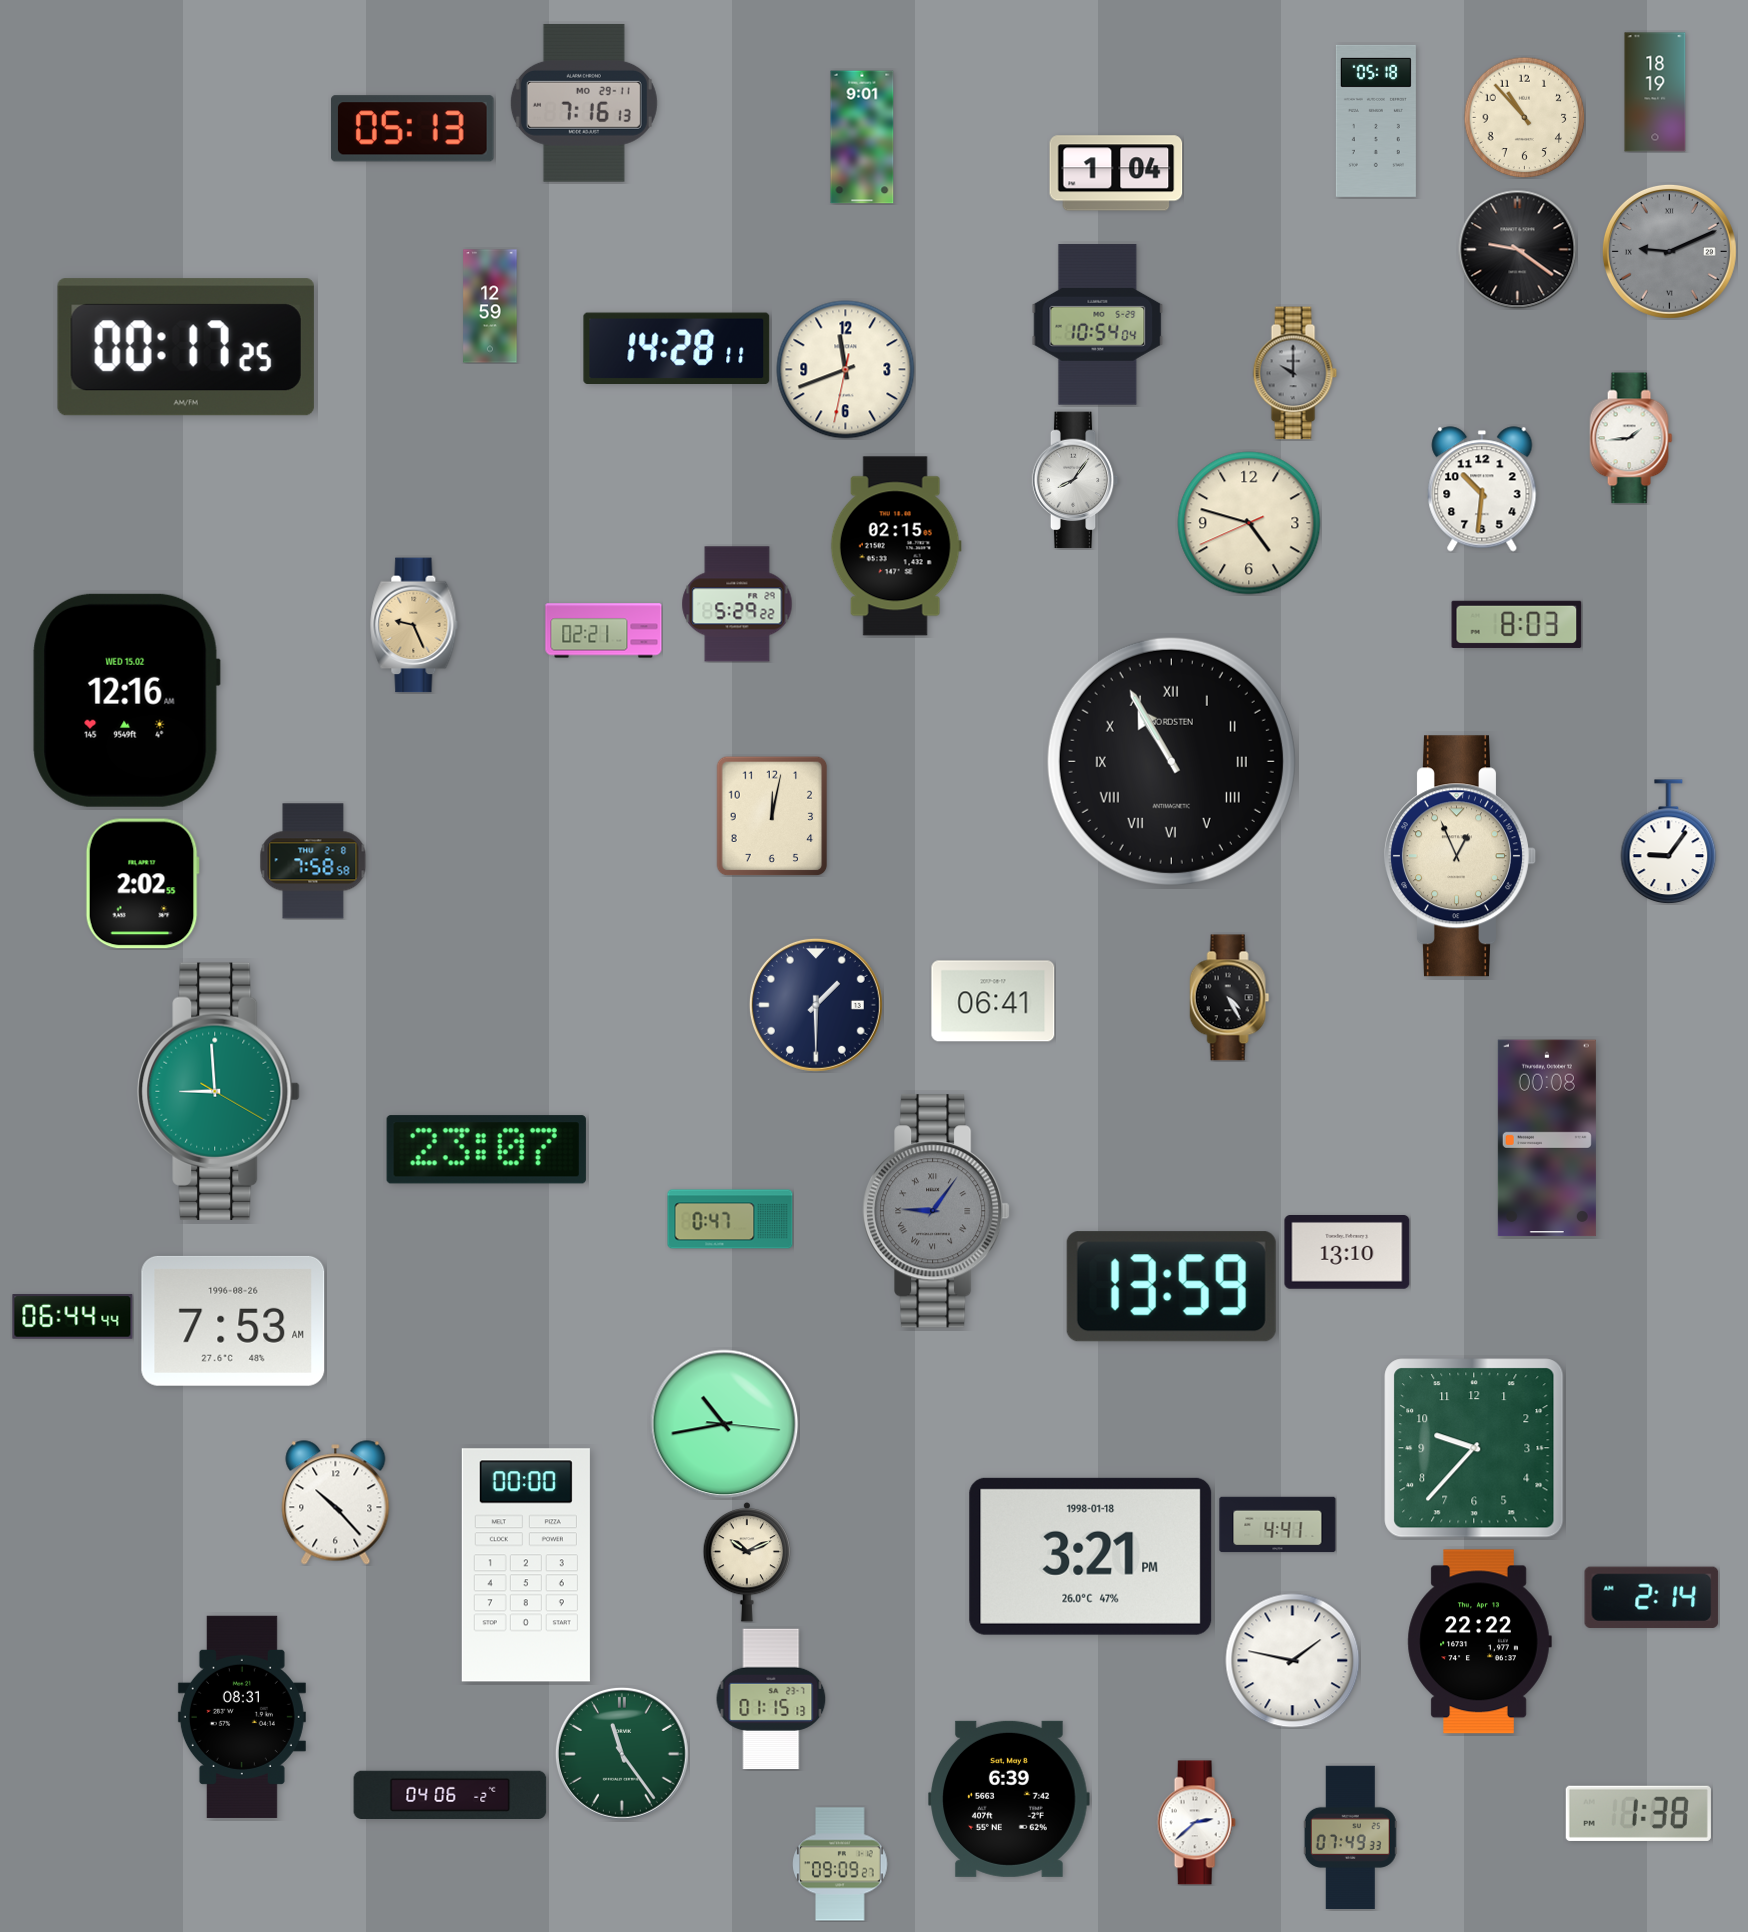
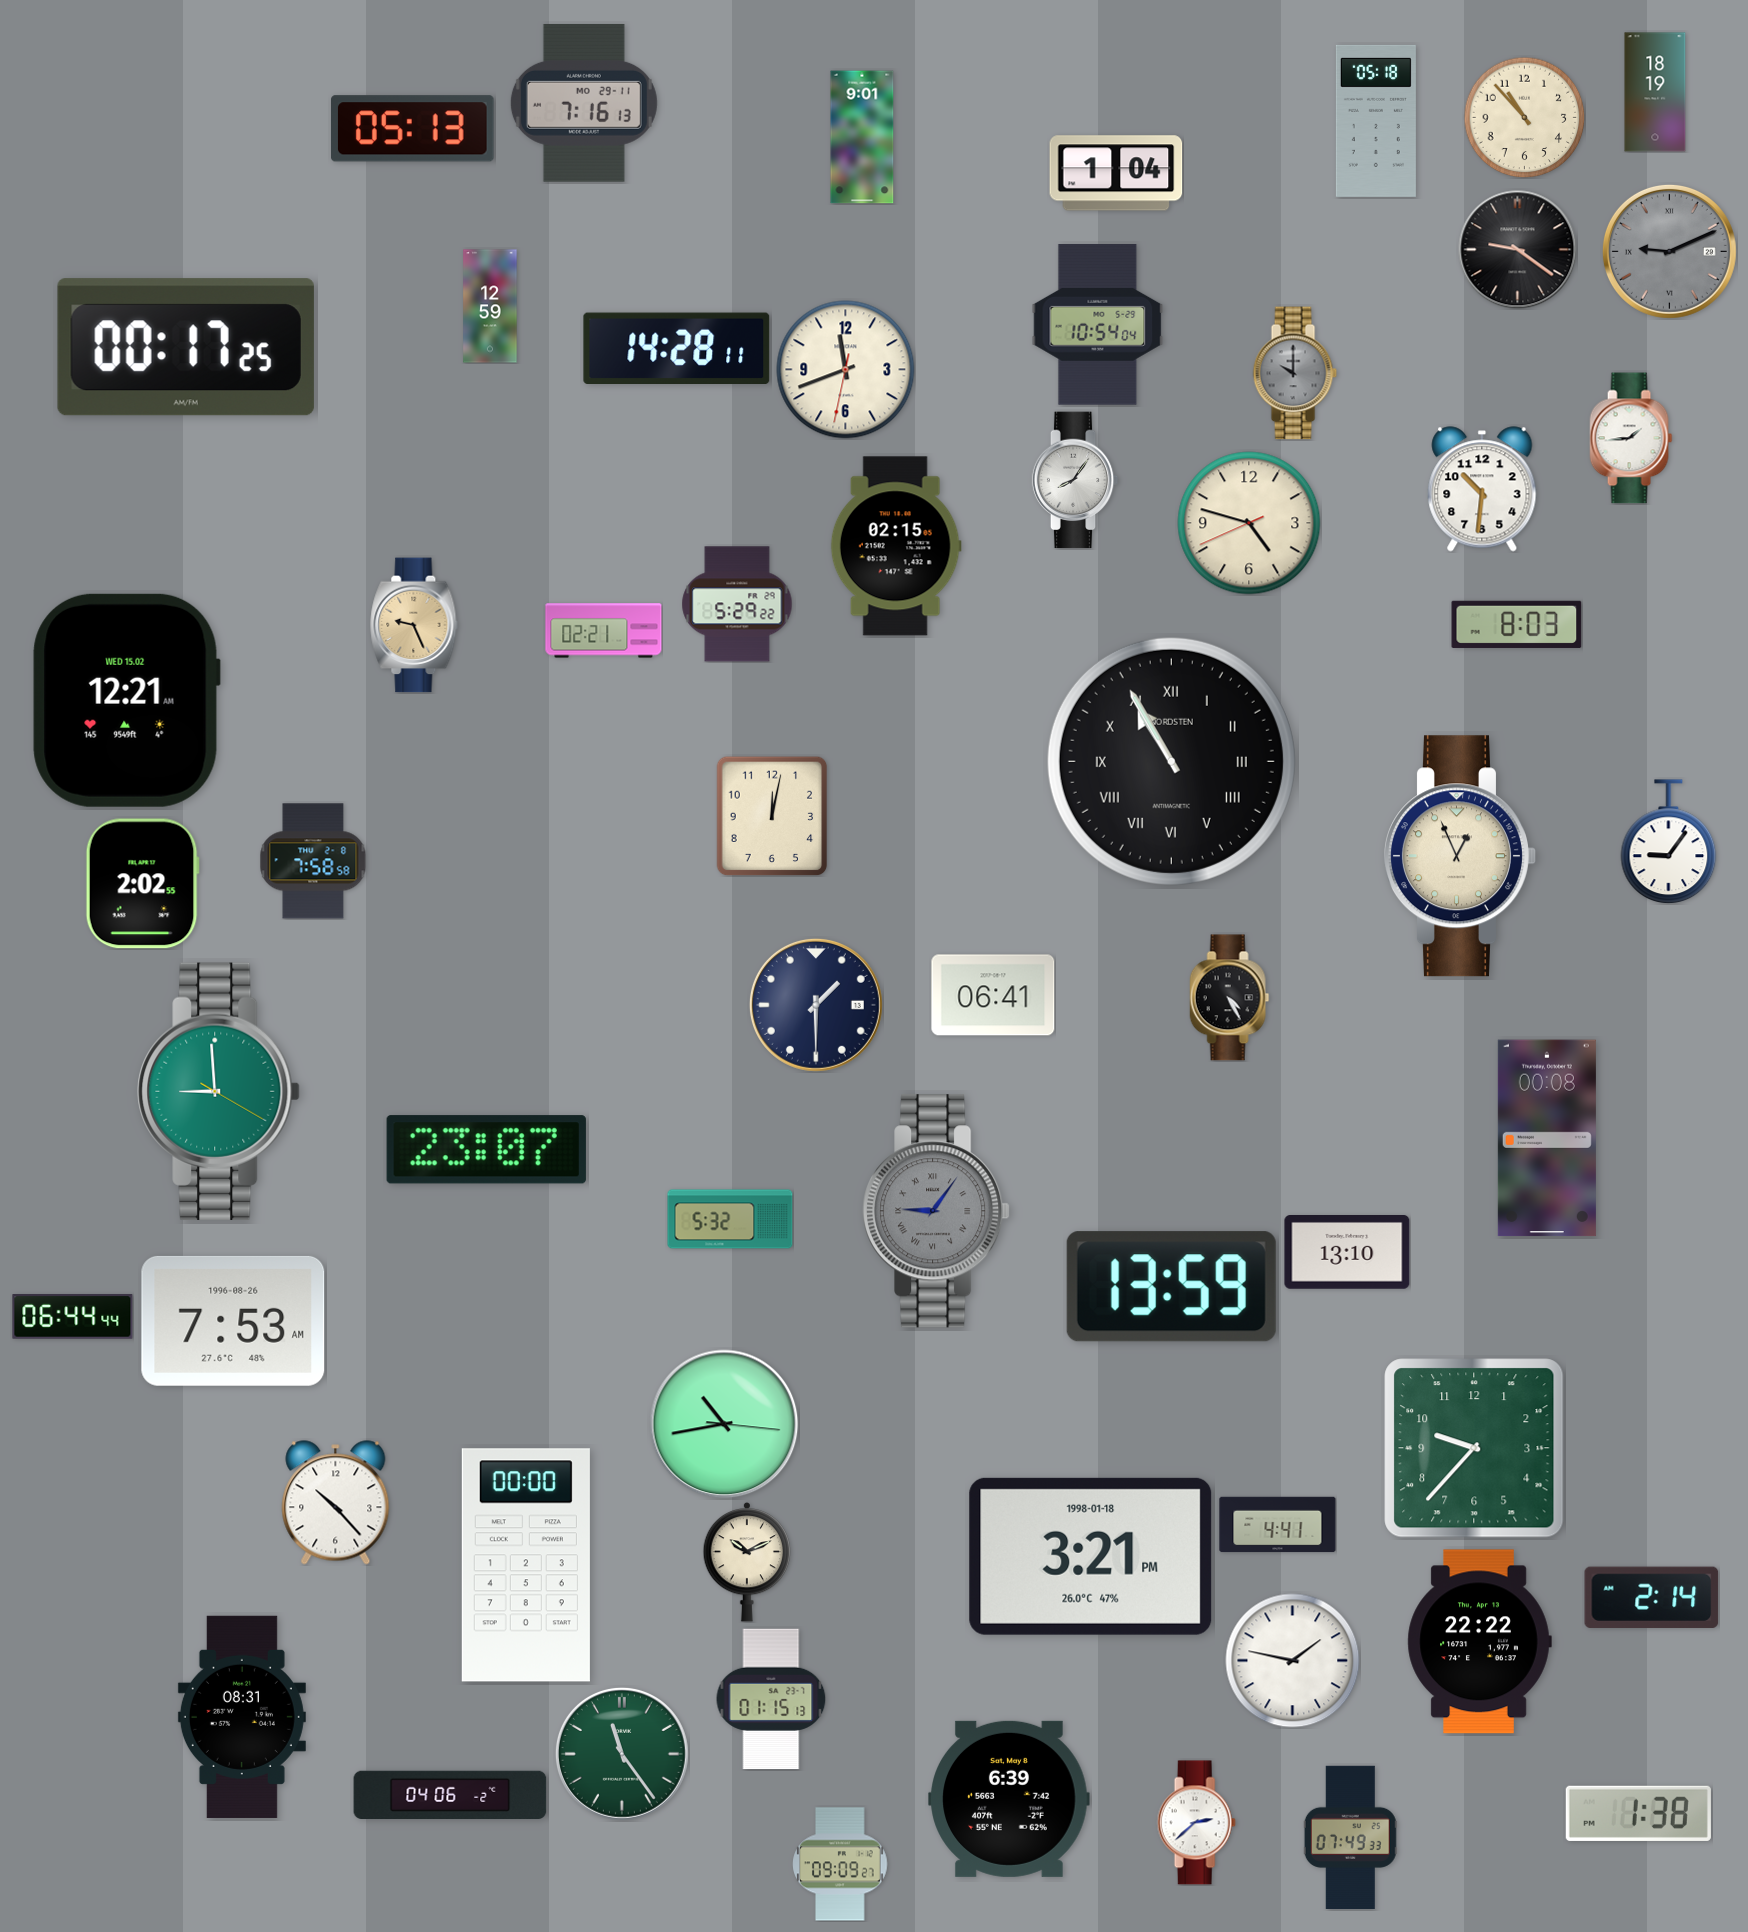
clock at (126, 700): 12:16 -> 12:21
clock at (993, 1001) position: (993, 1001) -> (993, 995)
clock at (730, 1219): 0:47 -> 5:32
